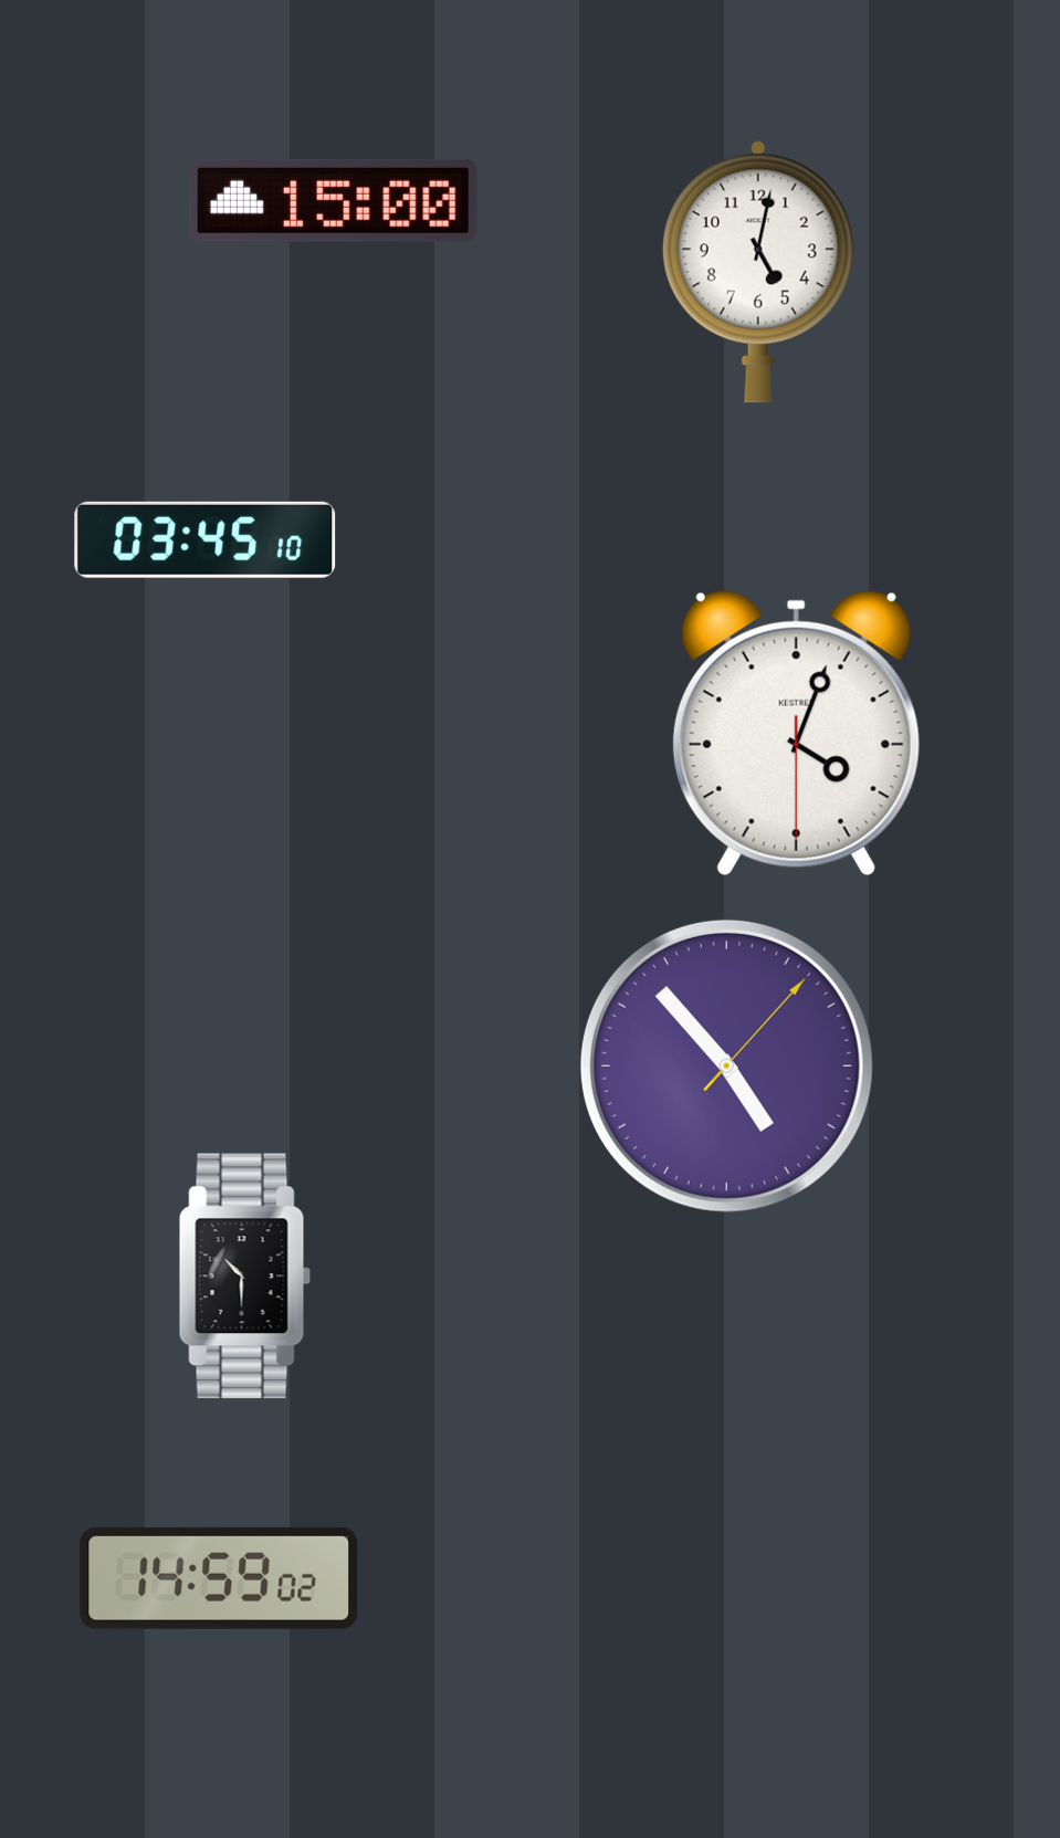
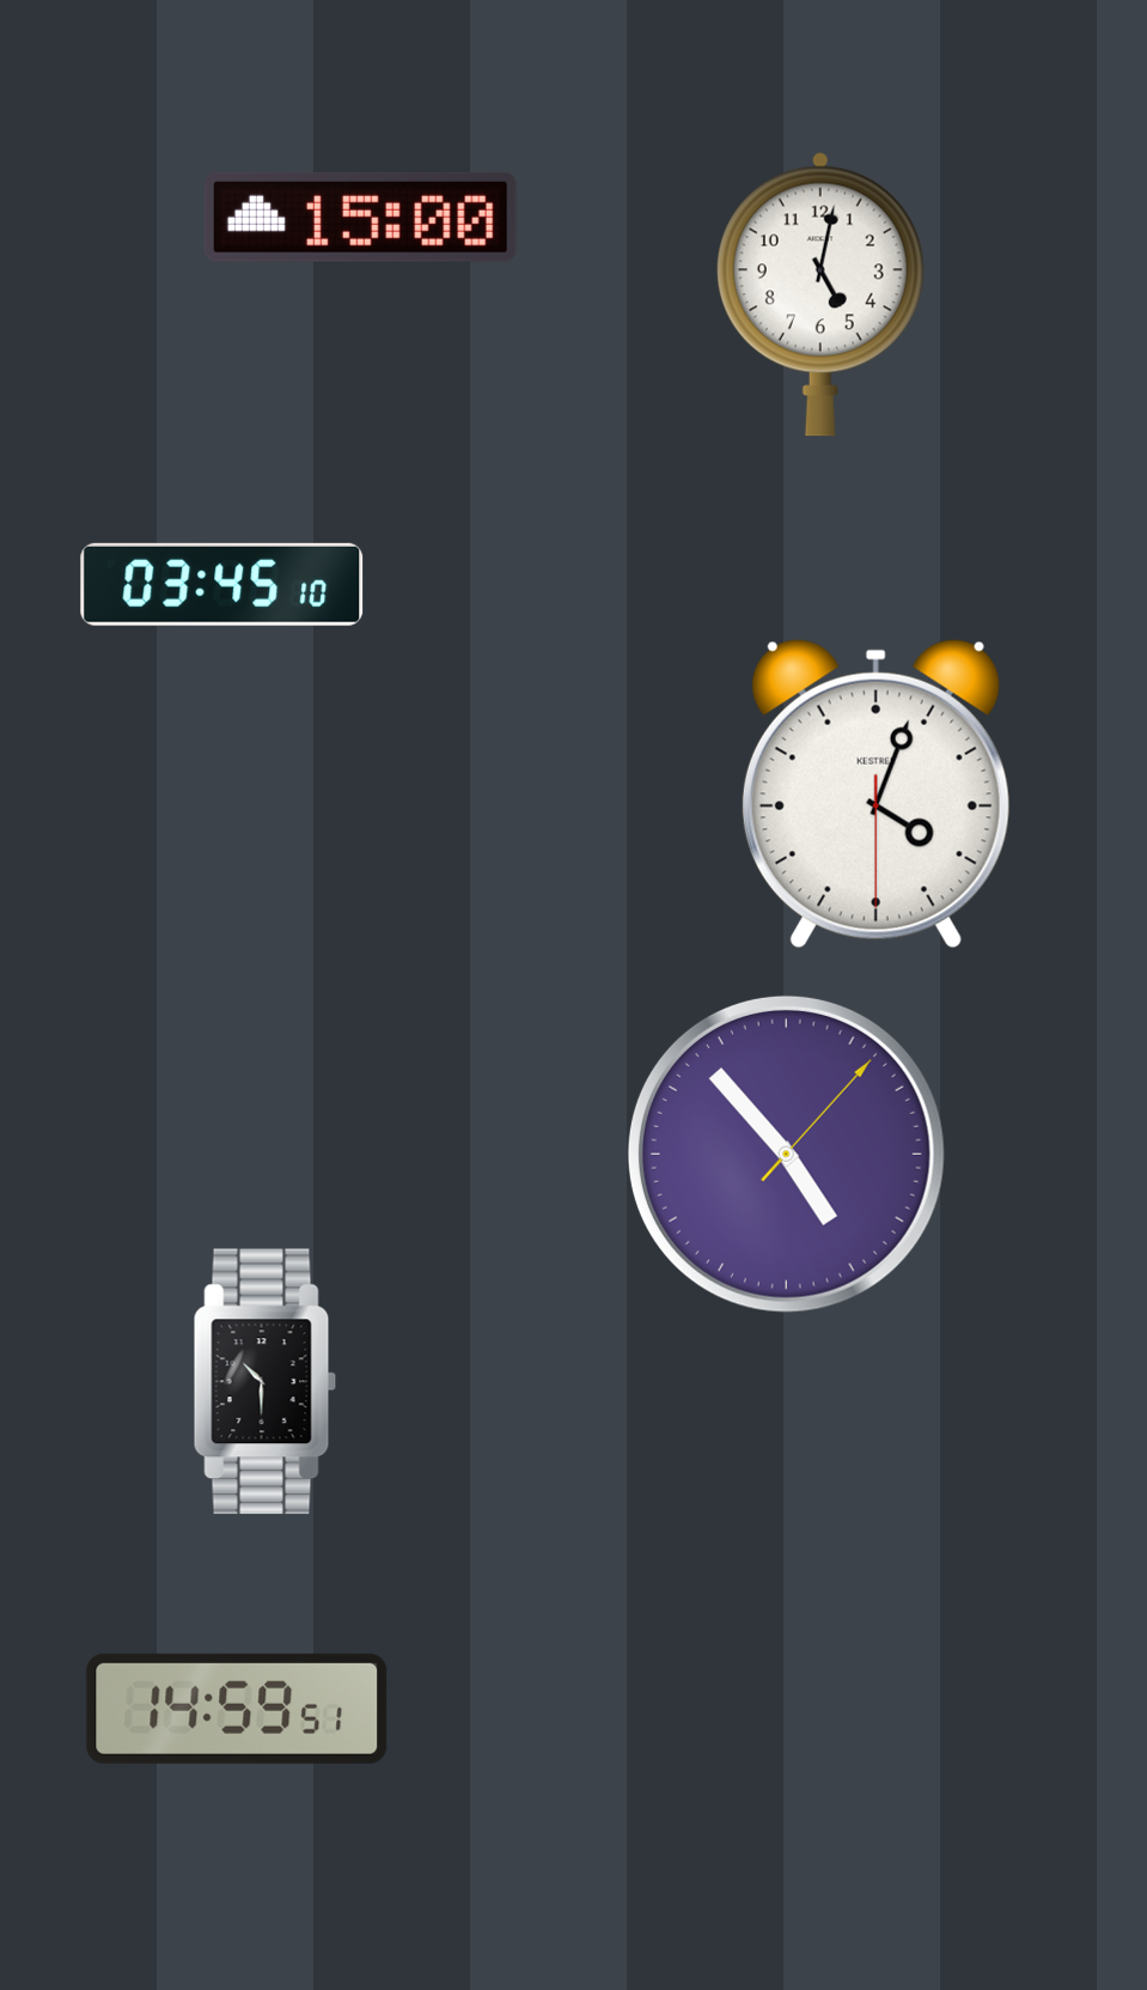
clock at (796, 734) position: (796, 734) -> (875, 795)
clock at (219, 1578): 14:59:02 -> 14:59:51
